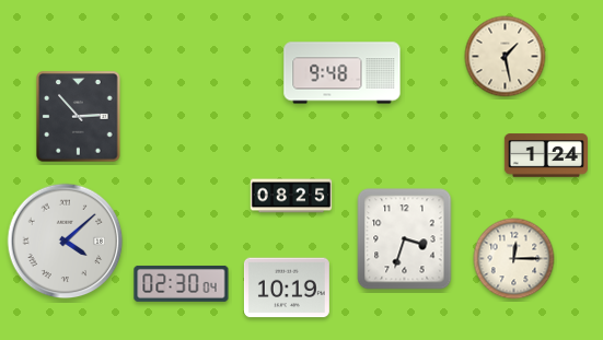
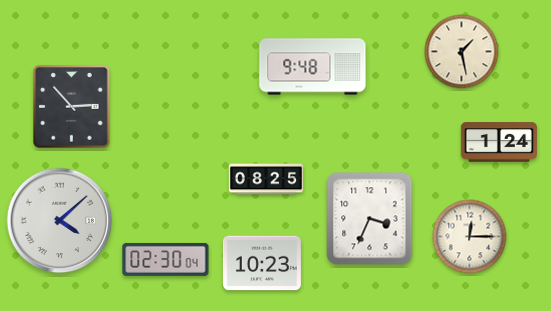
clock at (405, 239): 3:33 -> 3:34
clock at (287, 288): 10:19 -> 10:23
